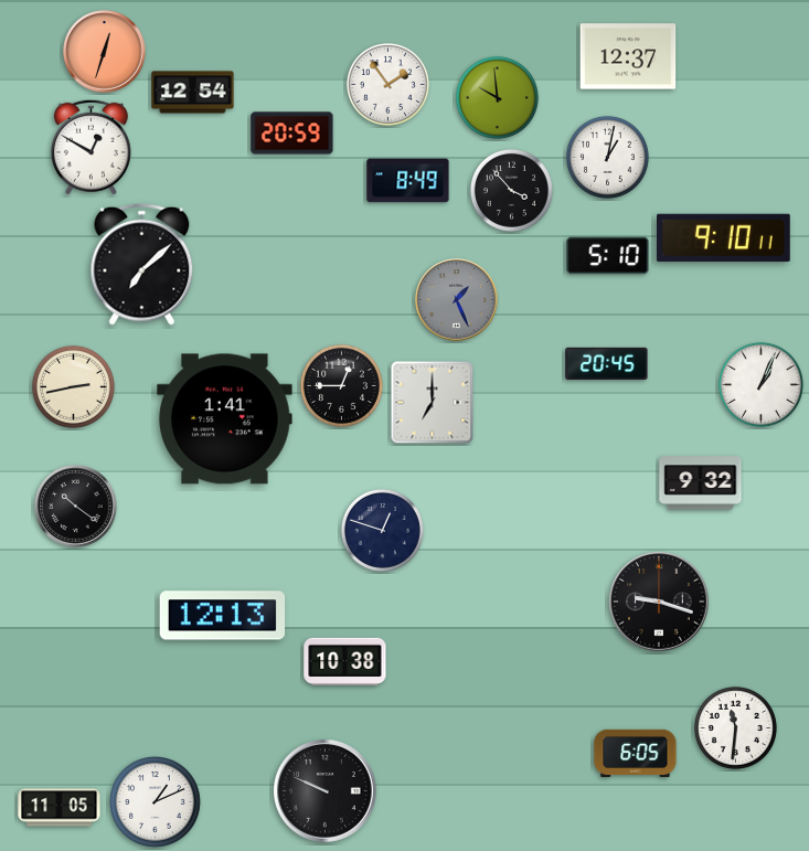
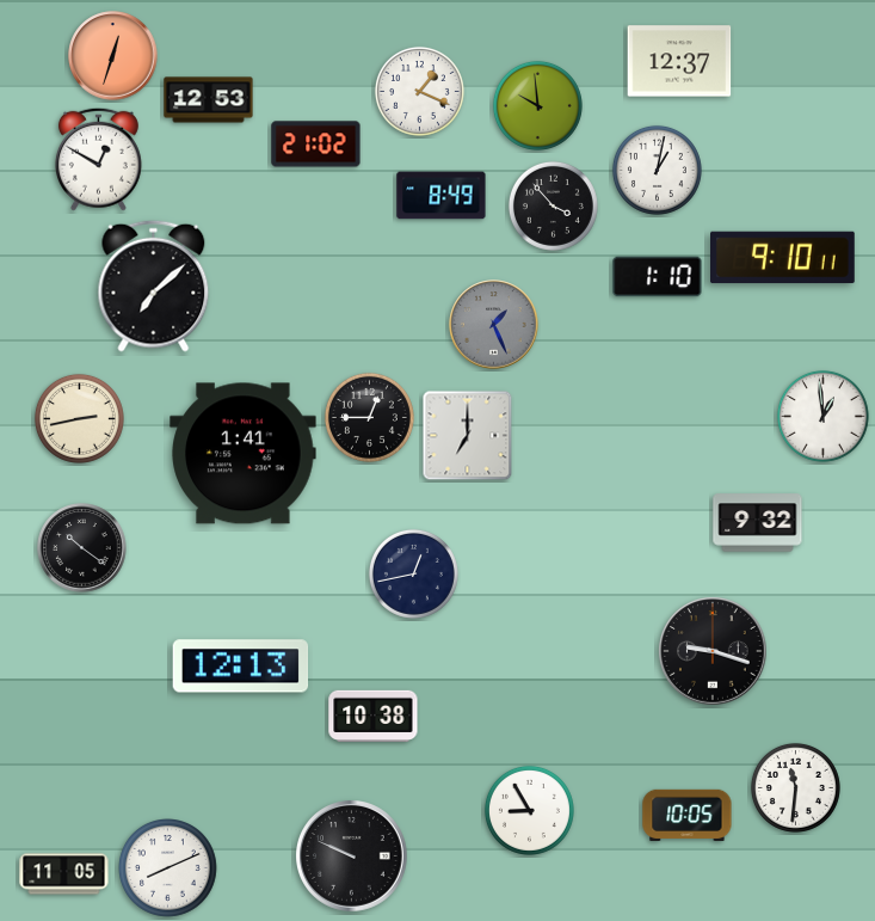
clock at (387, 84): 1:54 -> 1:19
clock at (193, 93): 12:54 -> 12:53
clock at (292, 134): 20:59 -> 21:02
clock at (608, 256): 5:10 -> 1:10
clock at (607, 363): 20:45 -> none
clock at (760, 384): 1:04 -> 12:59
clock at (382, 530): 12:48 -> 12:43
clock at (529, 810): none -> 8:55
clock at (636, 753): 6:05 -> 10:05
clock at (156, 802): 1:11 -> 8:11
